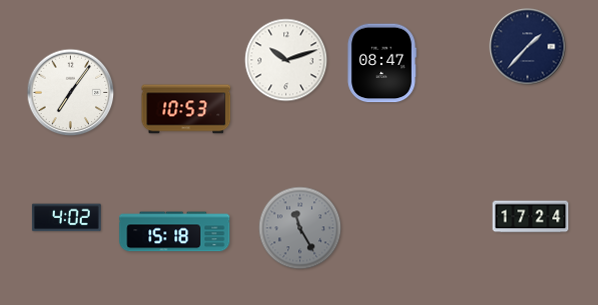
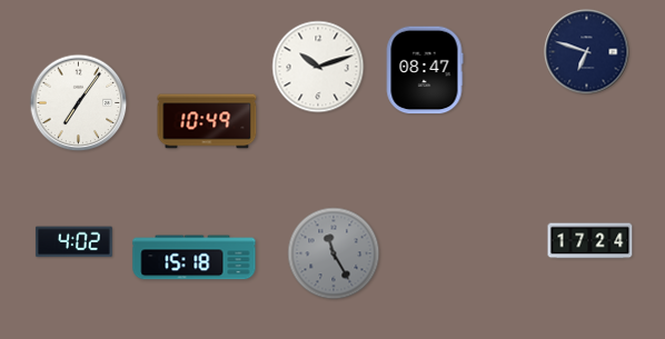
clock at (528, 47): 1:37 -> 6:48
clock at (186, 109): 10:53 -> 10:49
